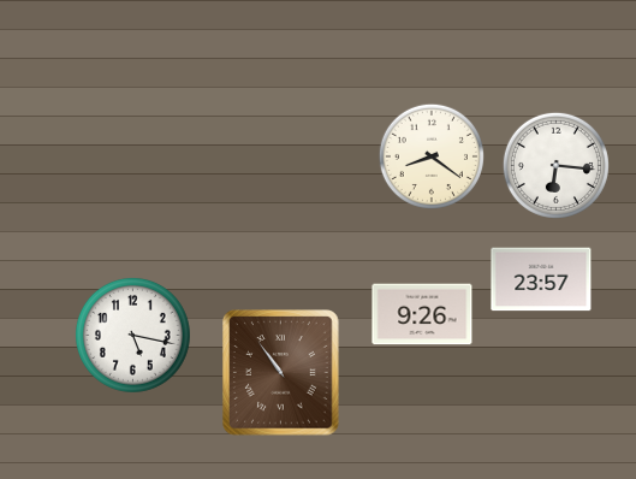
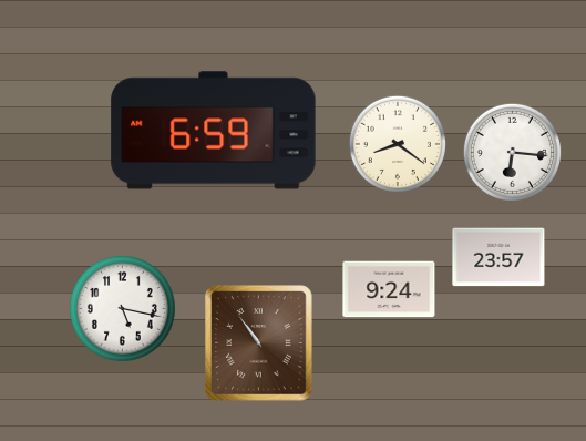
clock at (214, 131): none -> 6:59
clock at (422, 314): 9:26 -> 9:24
